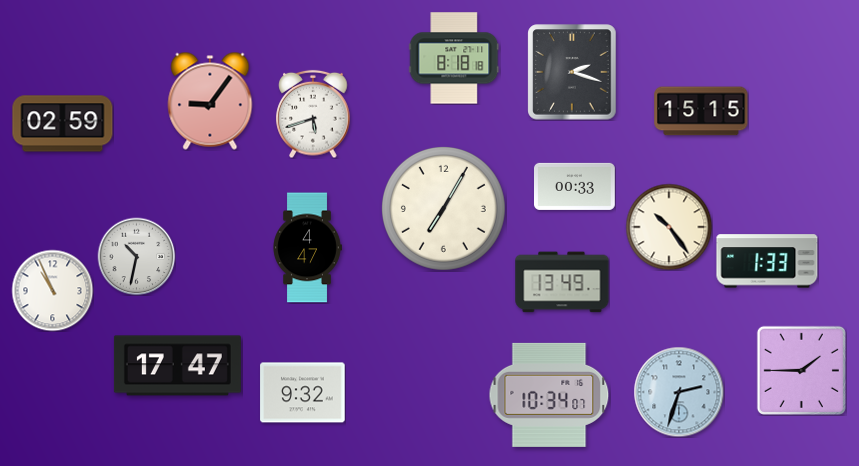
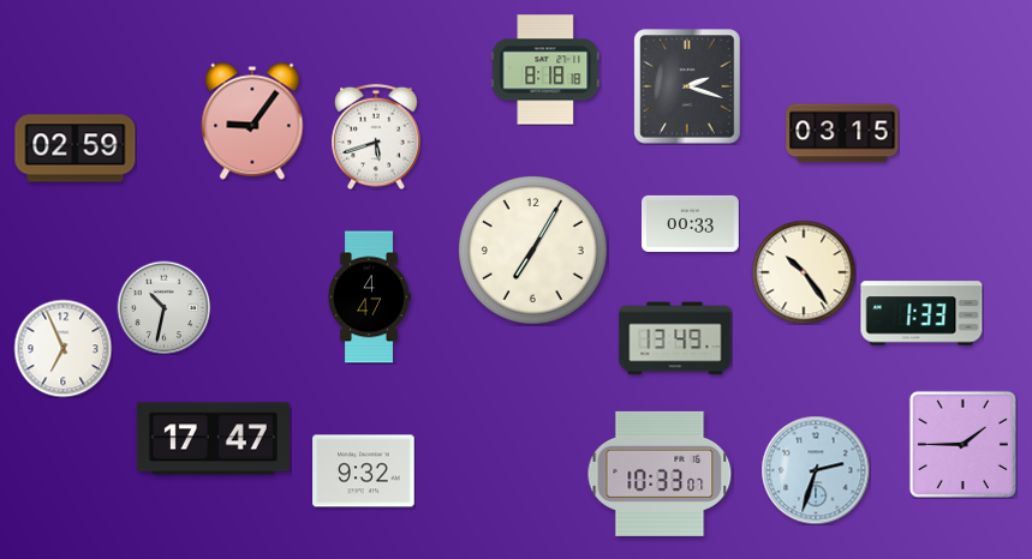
clock at (701, 111): 15:15 -> 03:15
clock at (52, 290): 10:56 -> 6:56
clock at (549, 395): 10:34 -> 10:33
